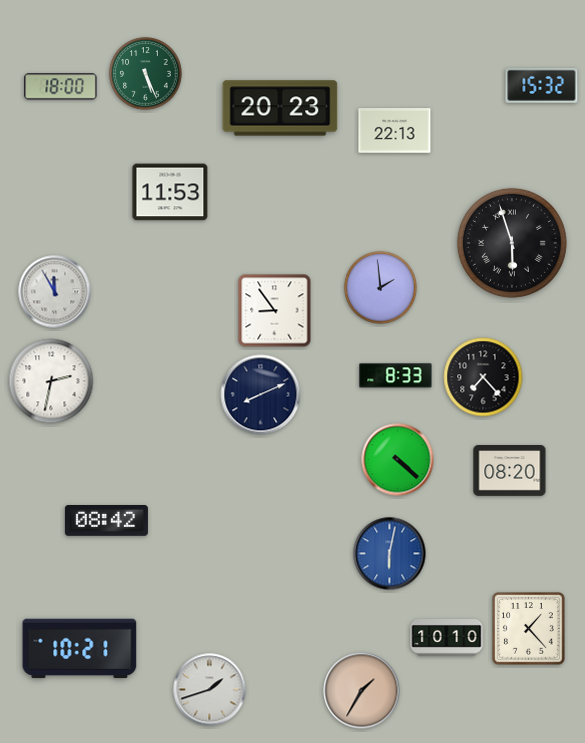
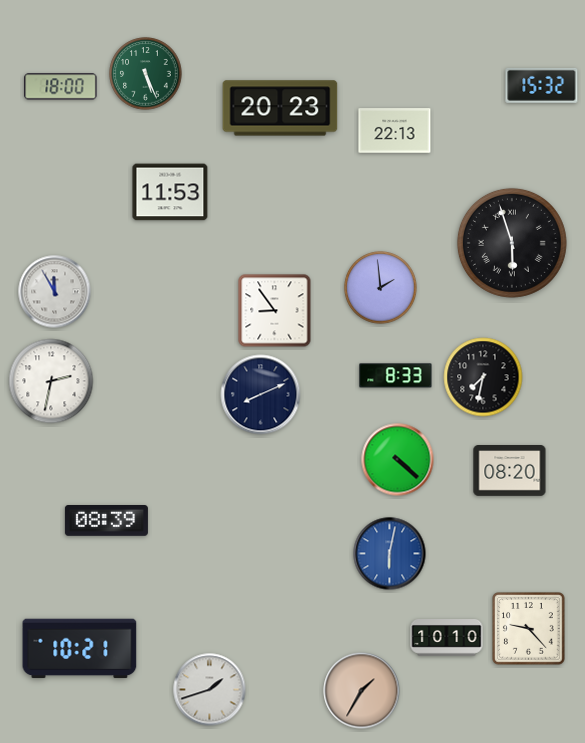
clock at (483, 377): 7:23 -> 7:32
clock at (106, 521): 08:42 -> 08:39
clock at (529, 629): 1:23 -> 9:23
